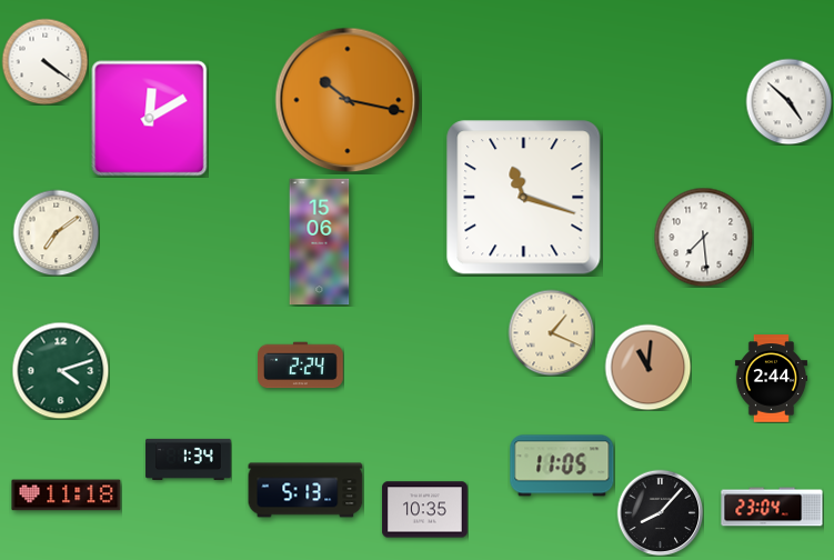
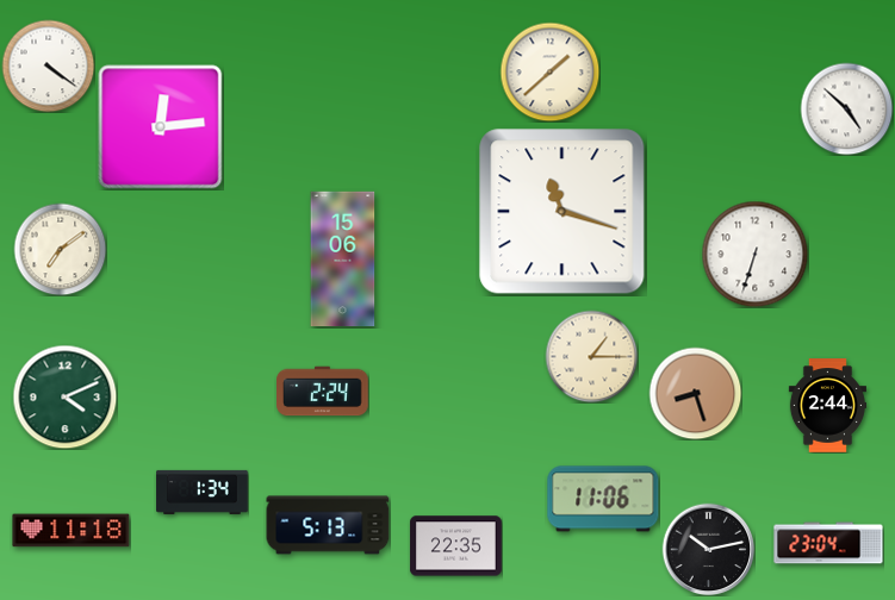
clock at (549, 71): none -> 1:38
clock at (348, 100): 10:17 -> none
clock at (150, 119): 12:10 -> 12:14
clock at (703, 237): 7:29 -> 6:33
clock at (551, 332): 1:19 -> 1:15
clock at (647, 367): 11:01 -> 8:27
clock at (60, 370): 4:12 -> 4:11
clock at (562, 466): 11:05 -> 11:06
clock at (425, 510): 10:35 -> 22:35
clock at (660, 512): 8:07 -> 10:13
